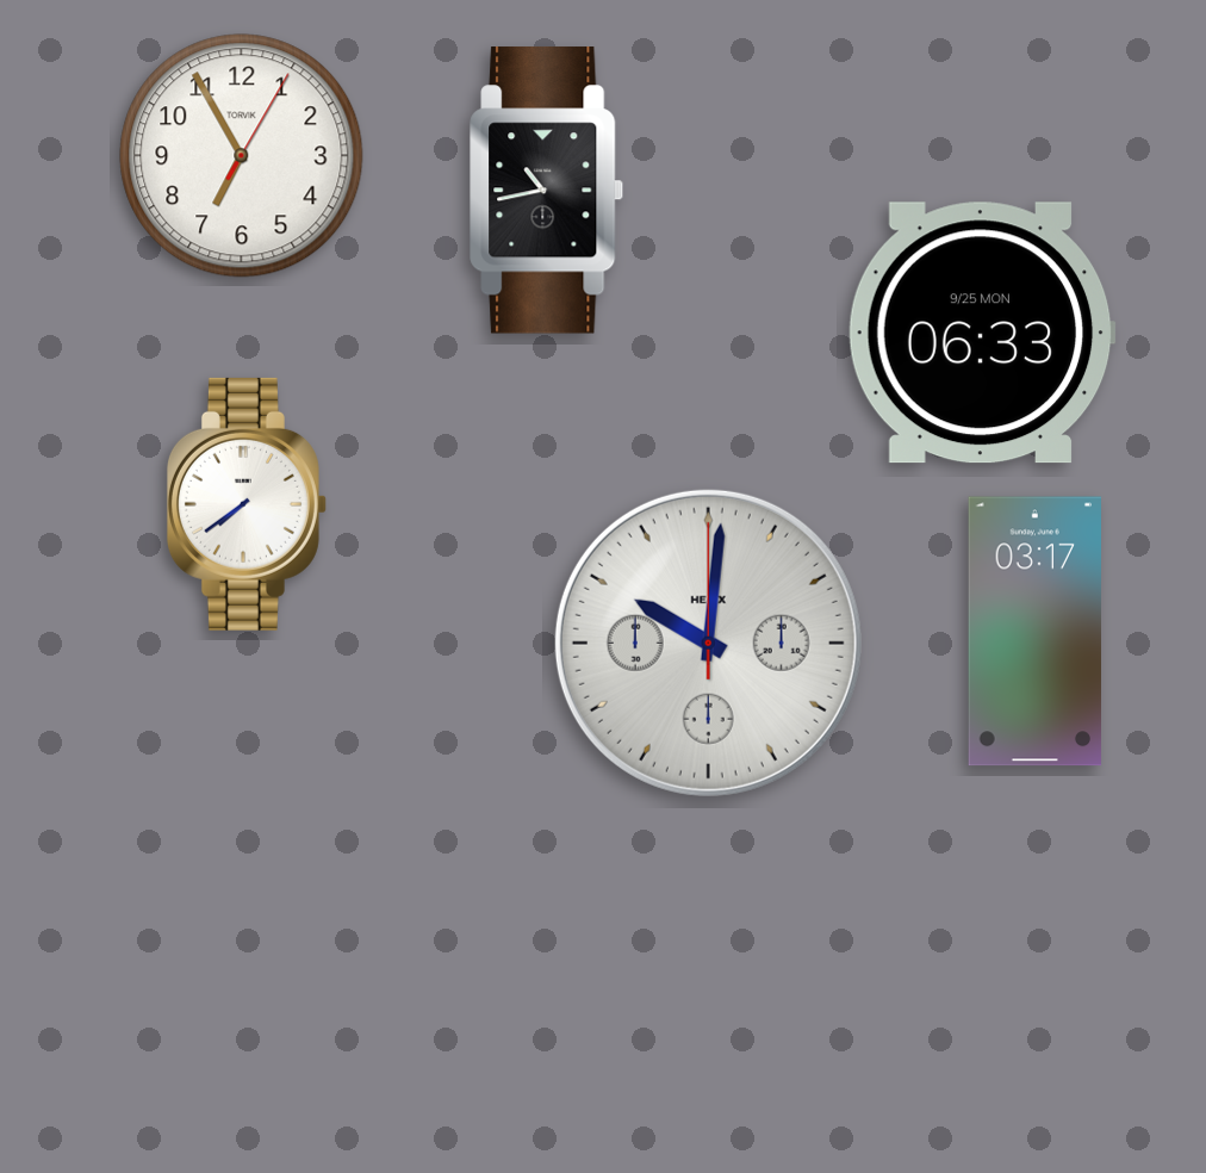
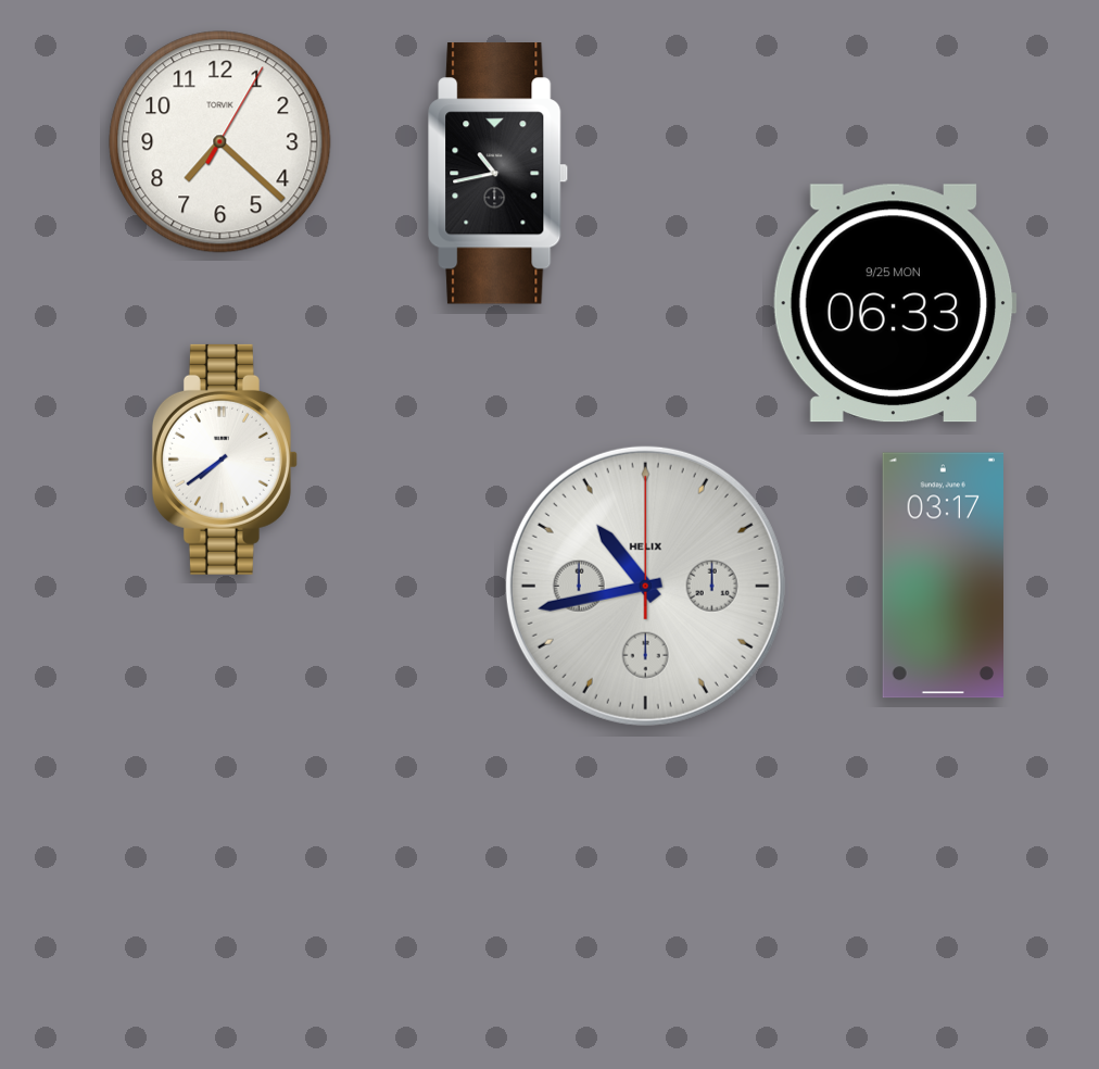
clock at (242, 156): 6:55 -> 7:22
clock at (708, 643): 10:01 -> 10:43
